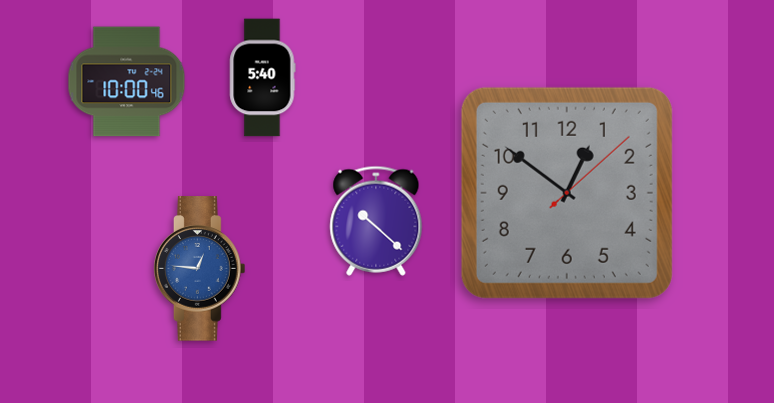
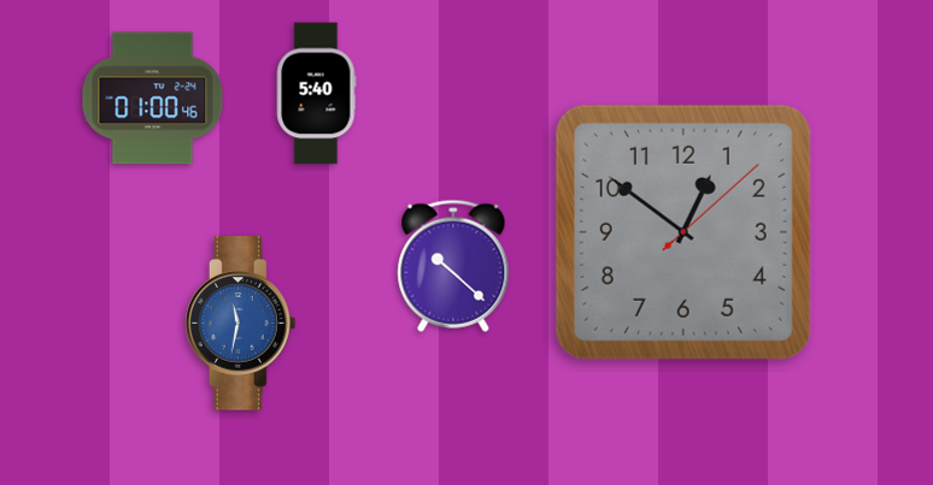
clock at (127, 82): 10:00 -> 01:00
clock at (200, 269): 12:46 -> 11:32
